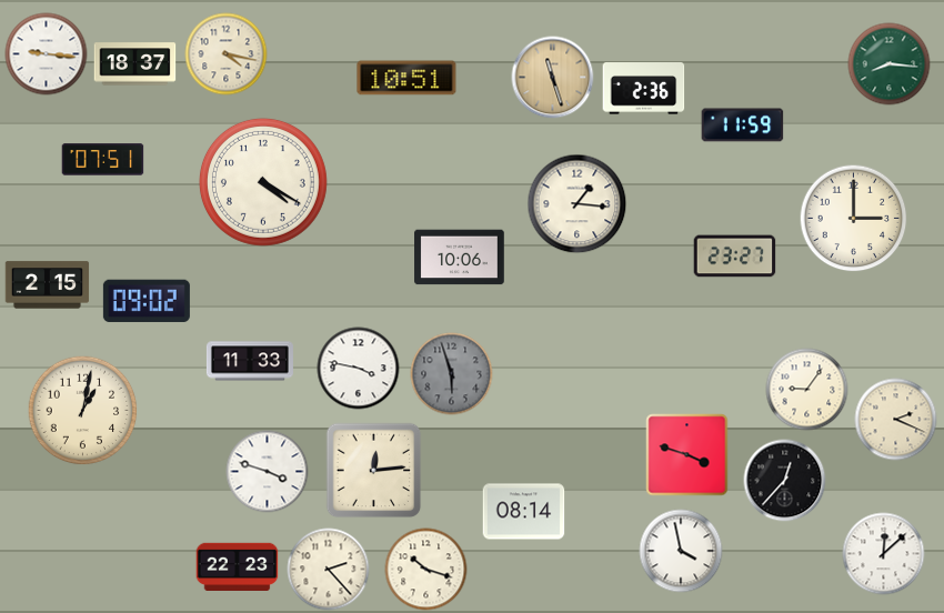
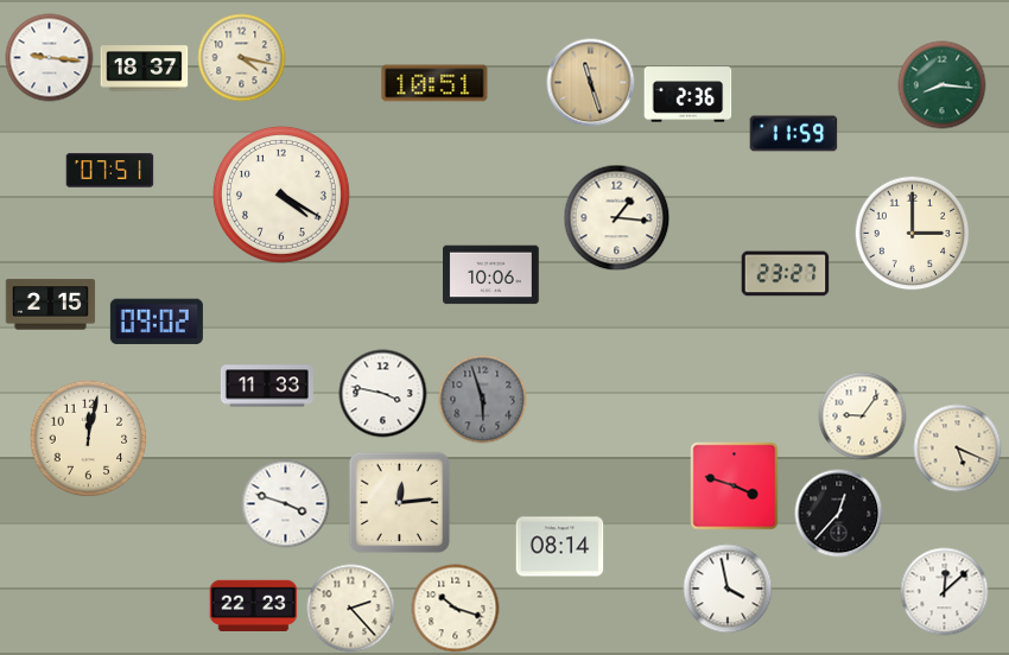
clock at (890, 64) position: (890, 64) -> (943, 85)
clock at (83, 411): 1:02 -> 12:02
clock at (896, 420): 2:19 -> 5:19
